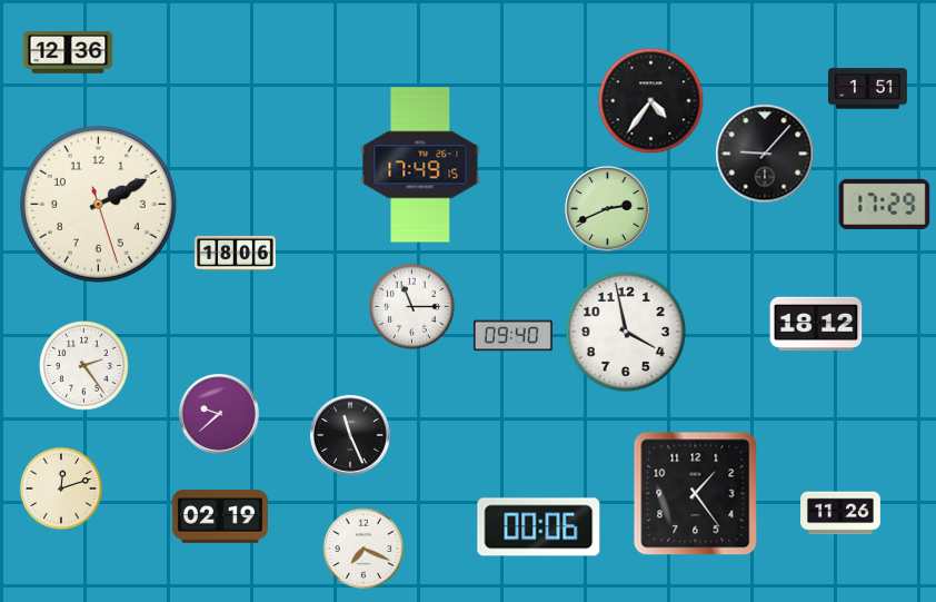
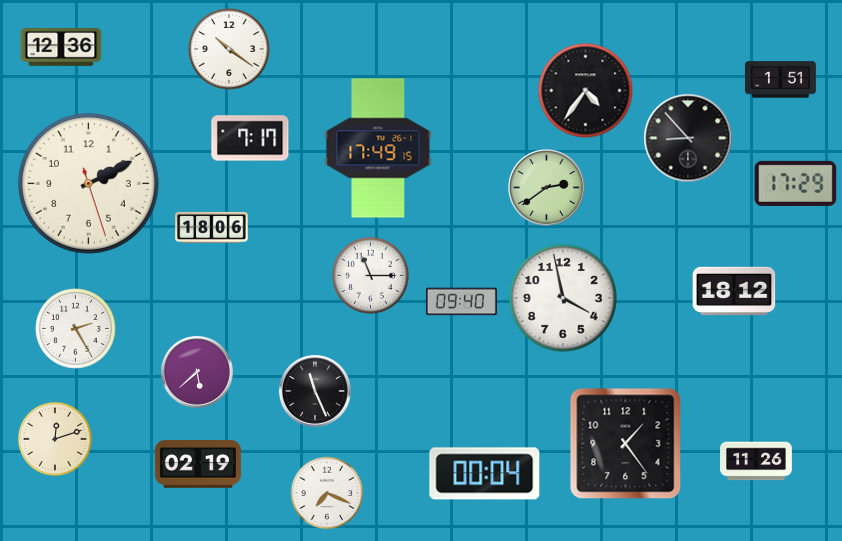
clock at (229, 49): none -> 10:21
clock at (250, 138): none -> 7:17
clock at (765, 154): 9:07 -> 8:53
clock at (608, 209): 2:41 -> 2:39
clock at (84, 366): 2:24 -> 2:25
clock at (219, 414): 9:38 -> 5:38
clock at (539, 527): 00:06 -> 00:04
